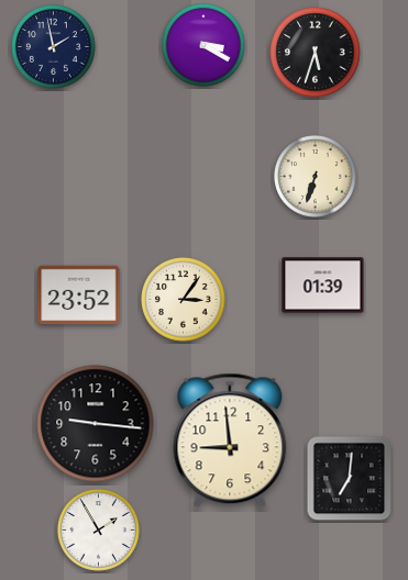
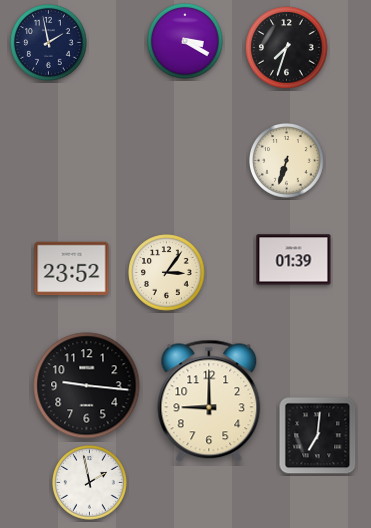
clock at (316, 53): 5:33 -> 7:33
clock at (230, 440): 8:59 -> 9:00
clock at (99, 531): 1:55 -> 1:58
